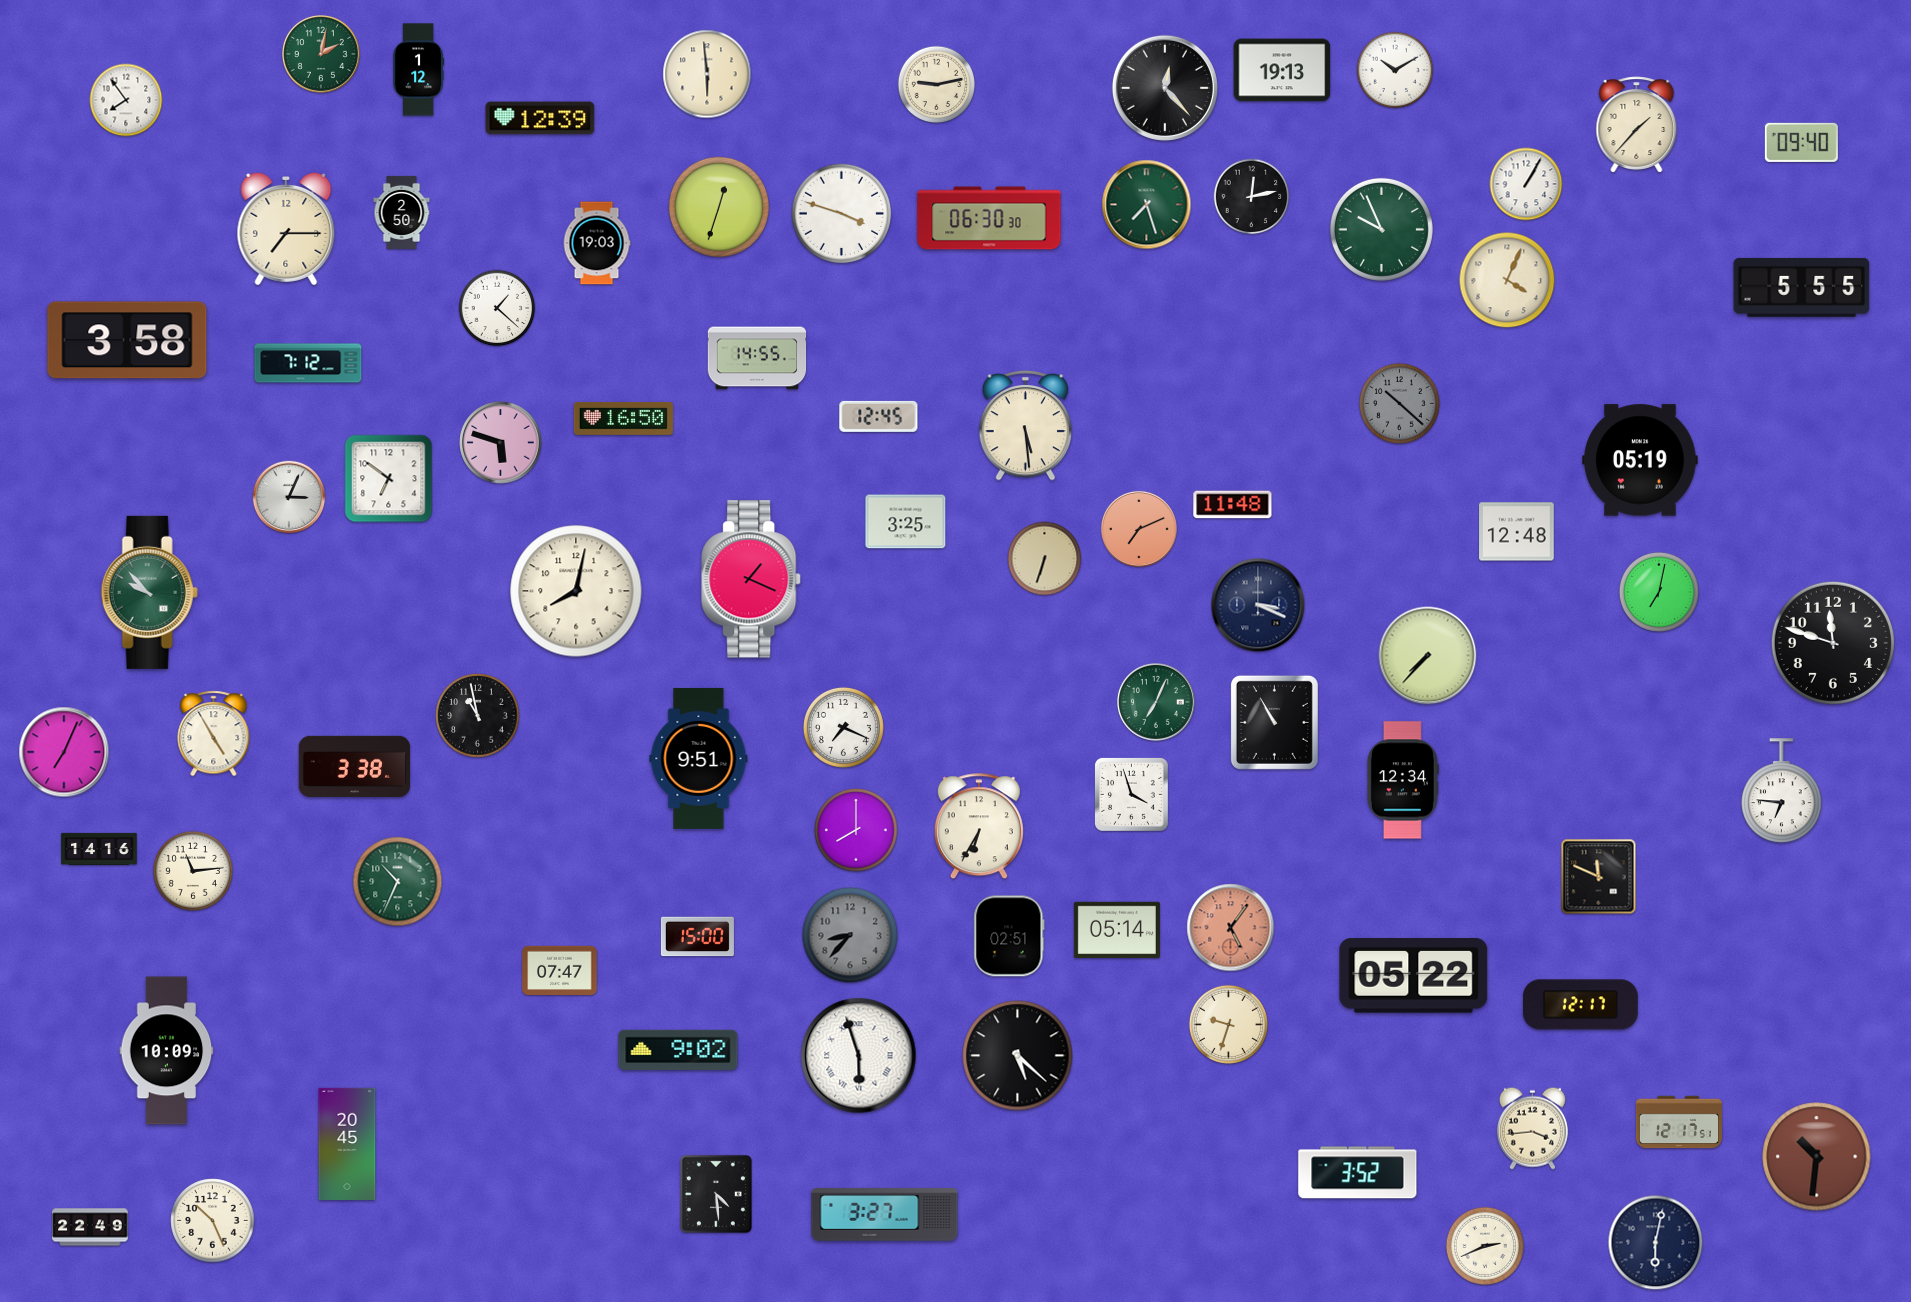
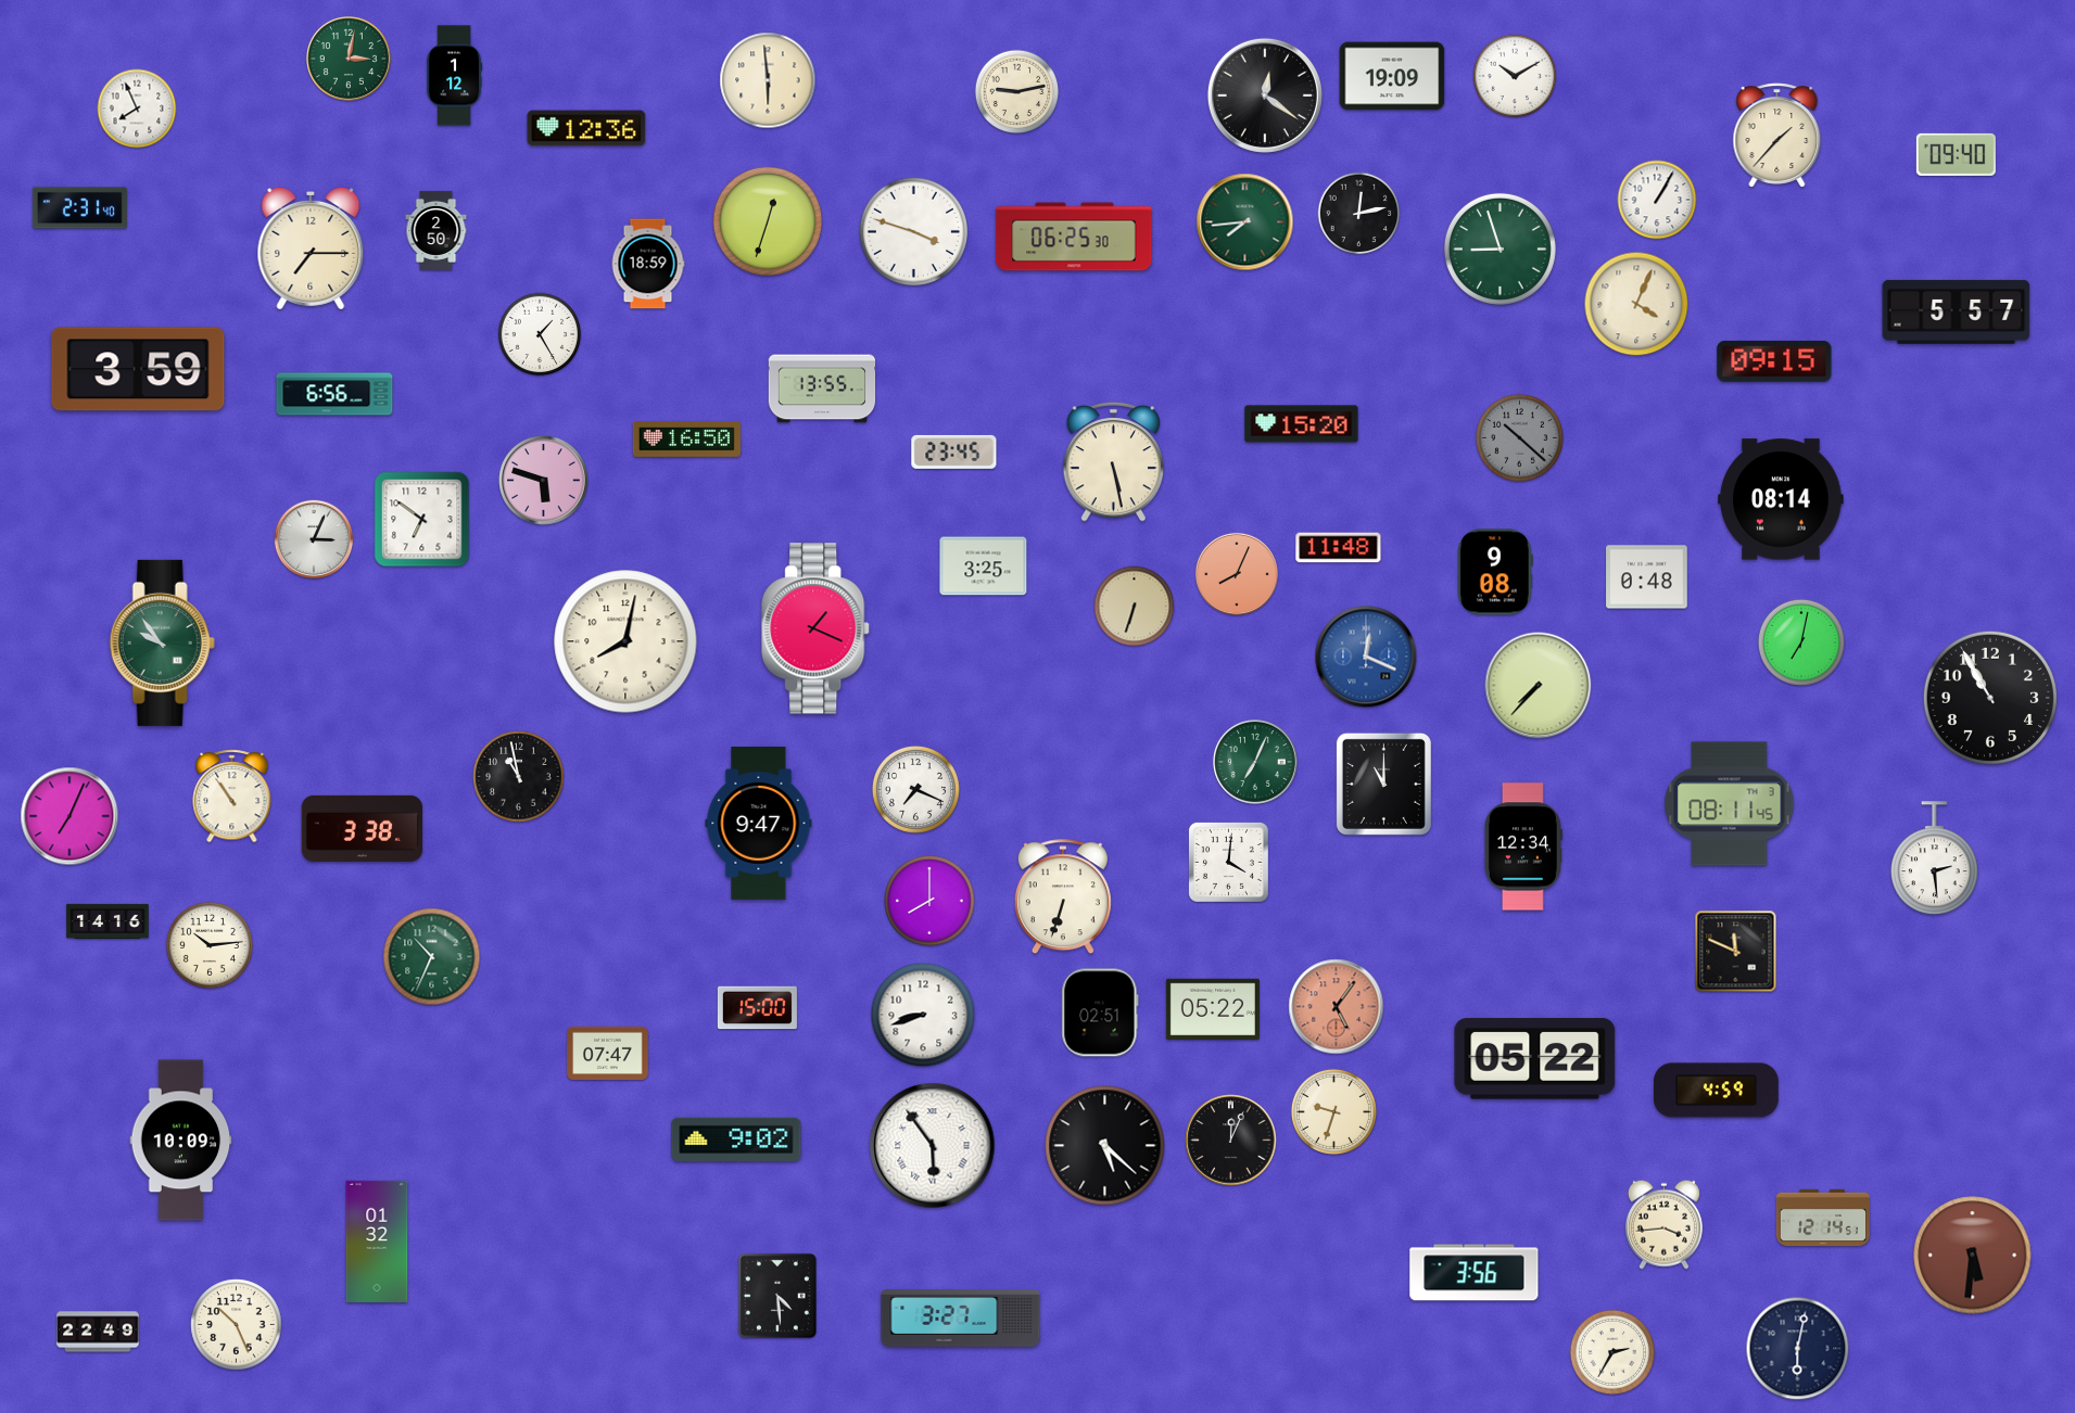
clock at (321, 54): 2:02 -> 3:02
clock at (1282, 70): 19:13 -> 19:09
clock at (1165, 88): 12:23 -> 12:21
clock at (126, 100): 7:54 -> 7:56
clock at (540, 118): 12:39 -> 12:36
clock at (79, 208): none -> 2:31
clock at (1147, 205): 7:27 -> 7:44
clock at (718, 206) position: (718, 206) -> (767, 220)
clock at (989, 218): 06:30 -> 06:25
clock at (1381, 229): 9:56 -> 8:57
clock at (597, 243): 19:03 -> 18:59
clock at (1802, 287): 5:55 -> 5:57
clock at (497, 308): 1:22 -> 1:25
clock at (1774, 361): none -> 09:15
clock at (127, 340): 3:58 -> 3:59
clock at (757, 358): 14:55 -> 13:55
clock at (308, 363): 7:12 -> 6:56
clock at (1302, 424): none -> 15:20
clock at (879, 416): 12:45 -> 23:45
clock at (623, 419) position: (623, 419) -> (686, 440)
clock at (1026, 425): 5:29 -> 5:28
clock at (1640, 460): 05:19 -> 08:14
clock at (1495, 572): none -> 9:08
clock at (1139, 529): 7:11 -> 8:04
clock at (1517, 532): 12:48 -> 0:48
clock at (149, 592): 9:53 -> 9:54
clock at (1258, 605): 3:19 -> 12:19
clock at (1258, 605) dial: navy -> blue
clock at (1833, 643): 11:48 -> 10:55
clock at (1428, 656) position: (1428, 656) -> (1539, 686)
clock at (1274, 722): 10:55 -> 11:00
clock at (214, 734): 4:55 -> 10:54
clock at (1730, 804): none -> 08:11
clock at (699, 758): 9:51 -> 9:47
clock at (355, 766) position: (355, 766) -> (363, 828)
clock at (1781, 791): 6:46 -> 2:29
clock at (1131, 794): 3:57 -> 4:01
clock at (979, 827): 6:35 -> 6:33
clock at (193, 871): 11:14 -> 10:14
clock at (1117, 930): 05:14 -> 05:22
clock at (850, 935): 8:37 -> 8:42
clock at (850, 935) dial: grey -> white
clock at (1009, 936) position: (1009, 936) -> (1100, 1013)
clock at (697, 937) position: (697, 937) -> (757, 1008)
clock at (1581, 1005): 12:17 -> 4:59
clock at (1231, 1141): none -> 12:04
clock at (859, 1056): 5:57 -> 5:54
clock at (1679, 1122): 12:17 -> 12:14
clock at (347, 1144): 20:45 -> 01:32
clock at (1817, 1157): 10:31 -> 5:31
clock at (1358, 1173): 3:52 -> 3:56
clock at (213, 1221) position: (213, 1221) -> (237, 1325)
clock at (1484, 1245): 2:41 -> 2:35
